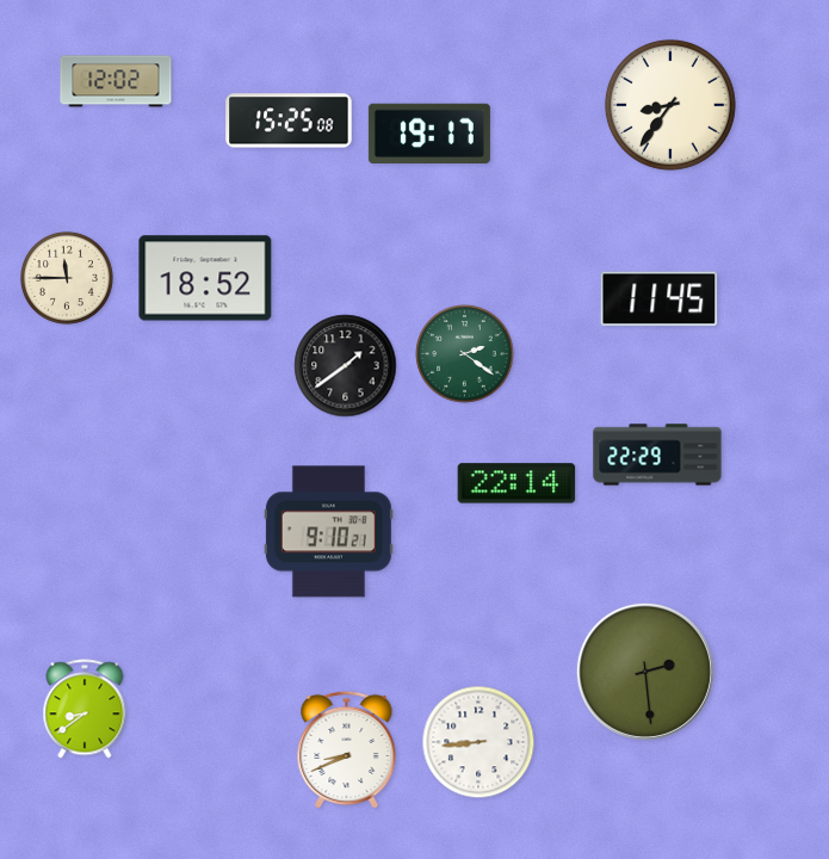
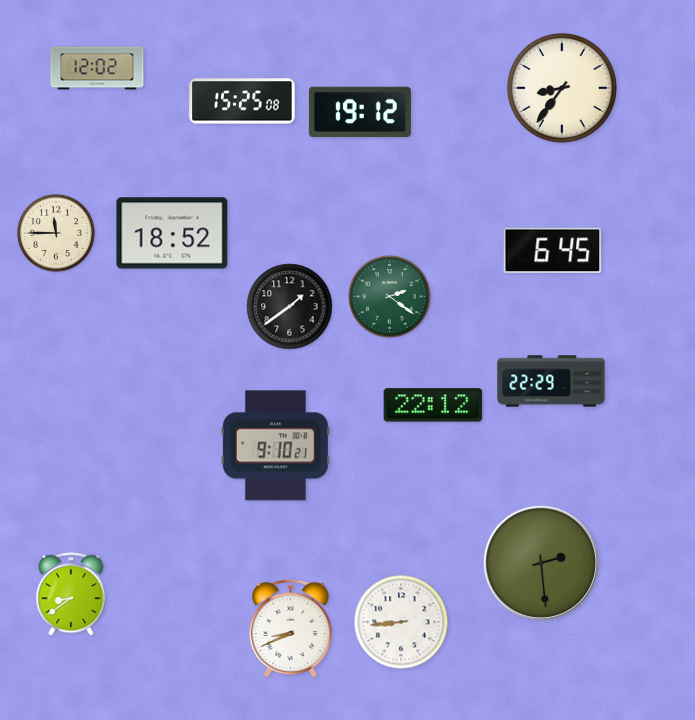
clock at (429, 132): 19:17 -> 19:12
clock at (660, 299): 11:45 -> 6:45
clock at (516, 483): 22:14 -> 22:12
